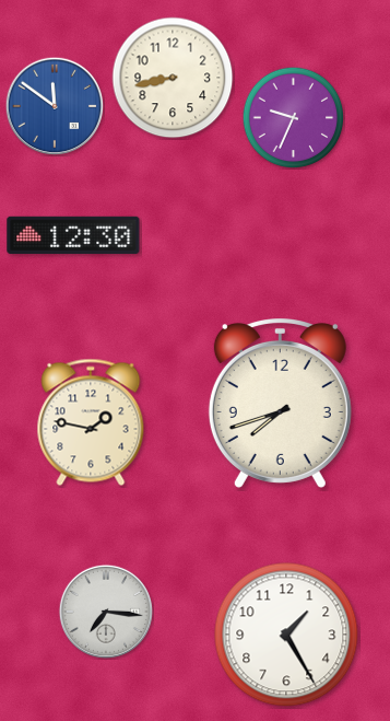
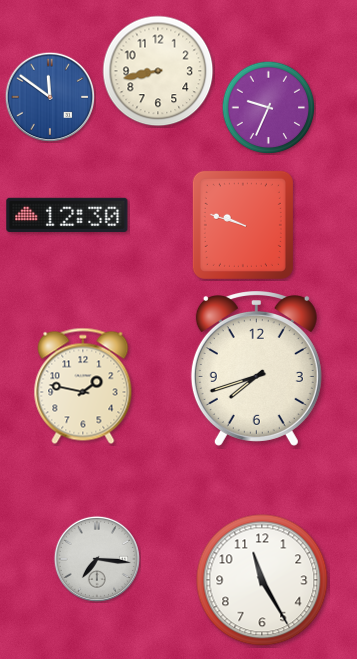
clock at (243, 225): none -> 9:48
clock at (286, 635): 1:25 -> 11:25
